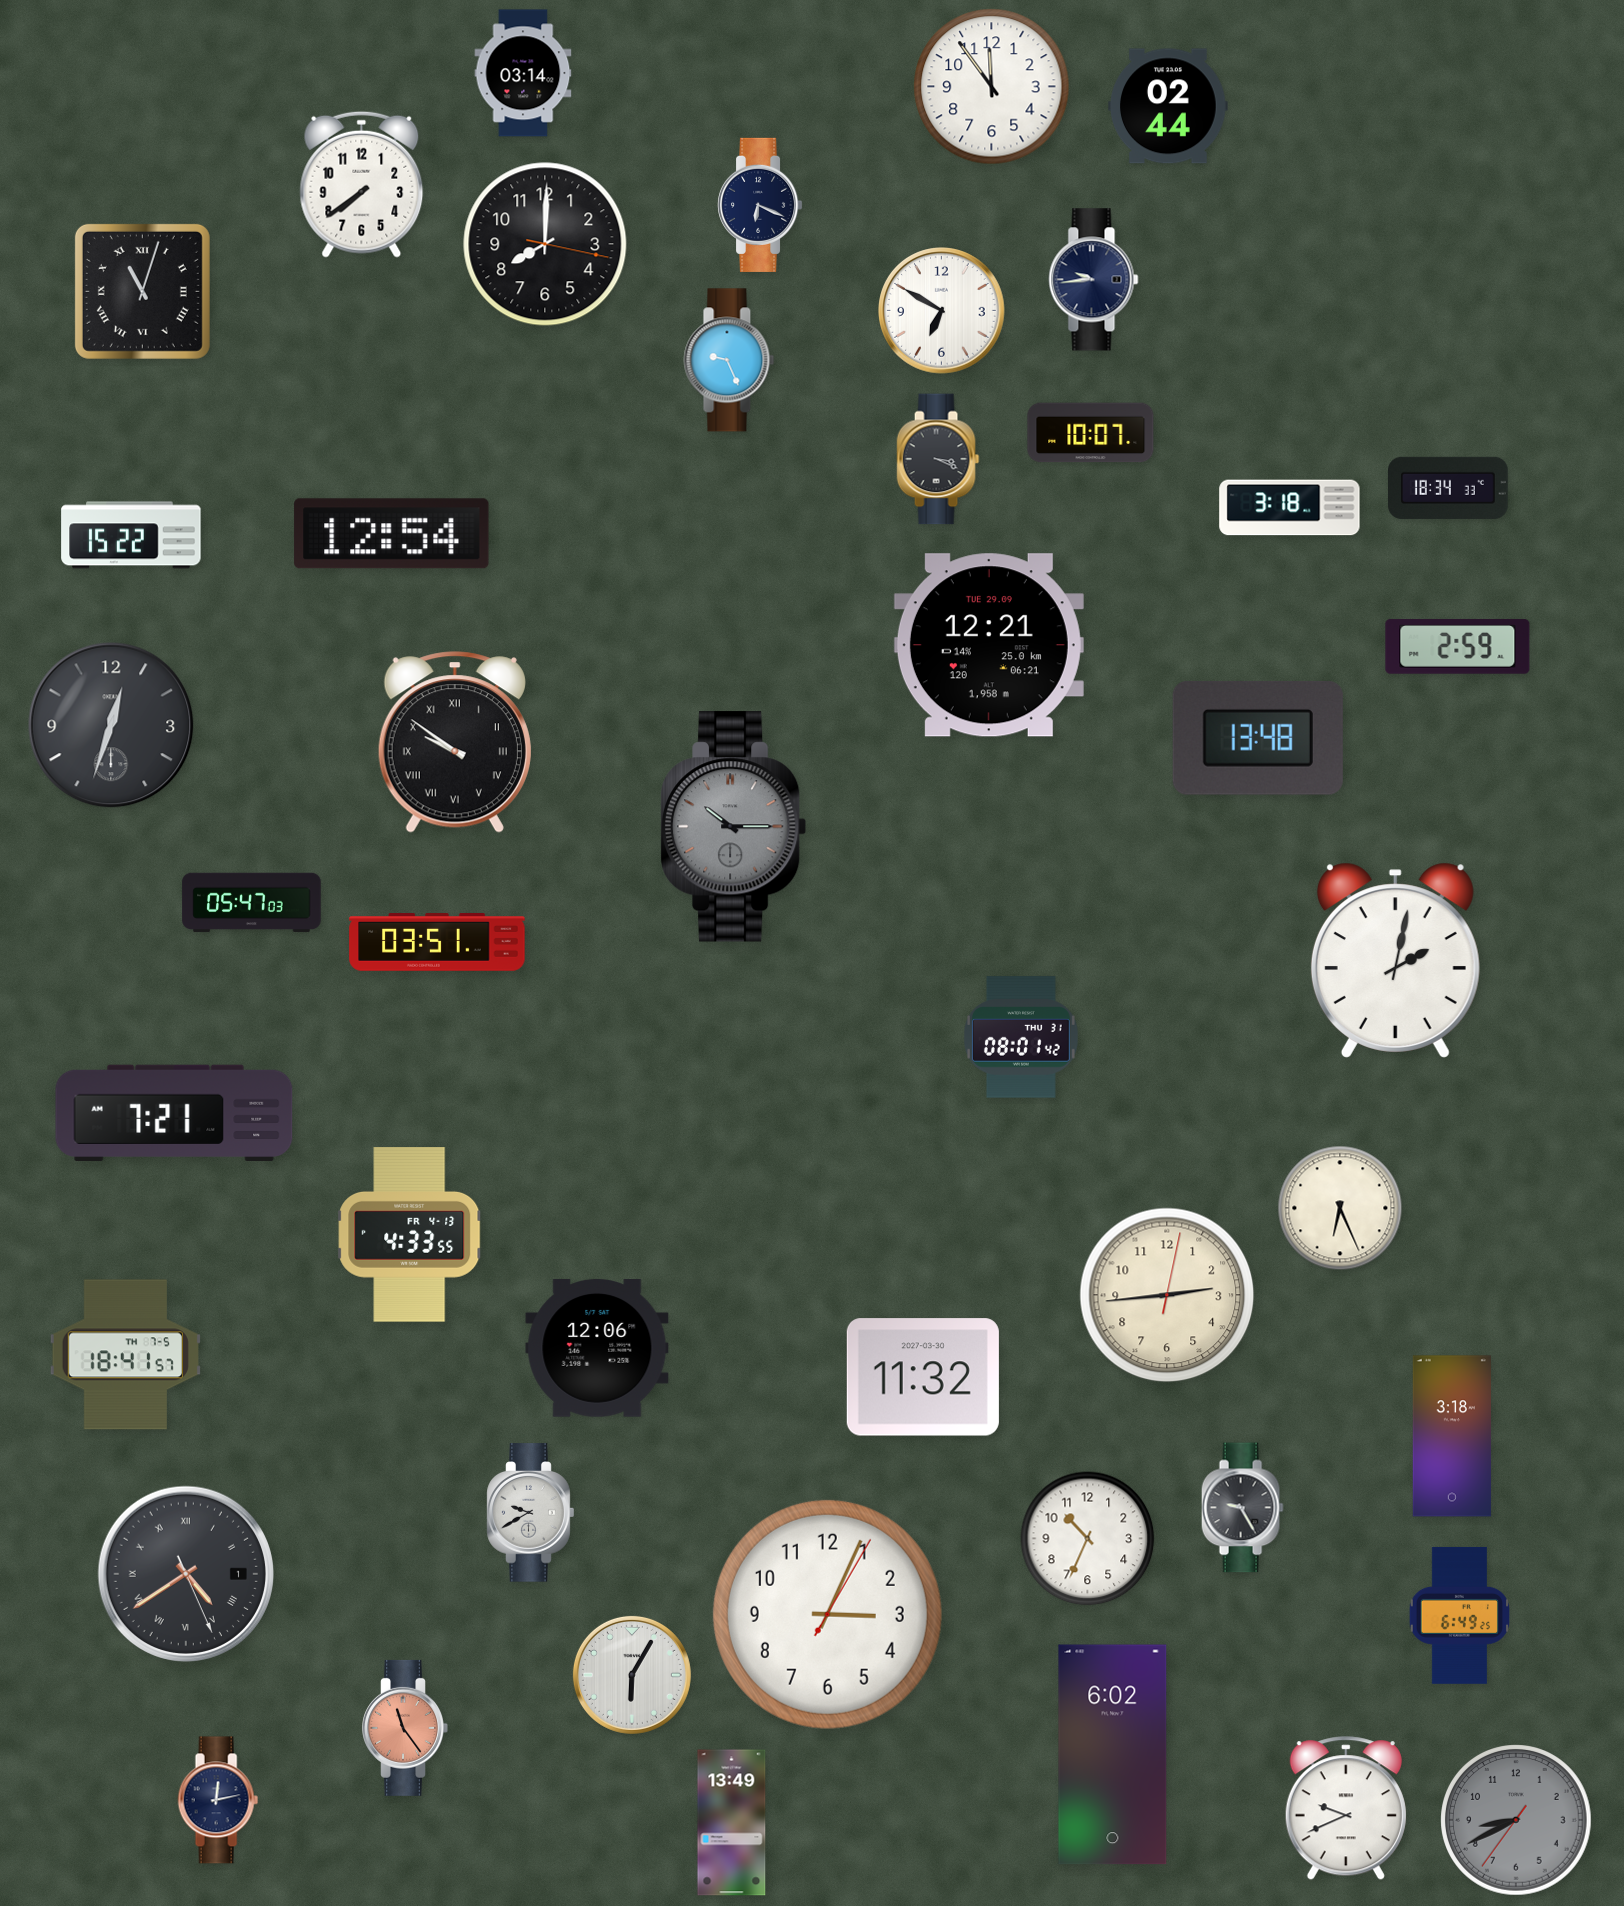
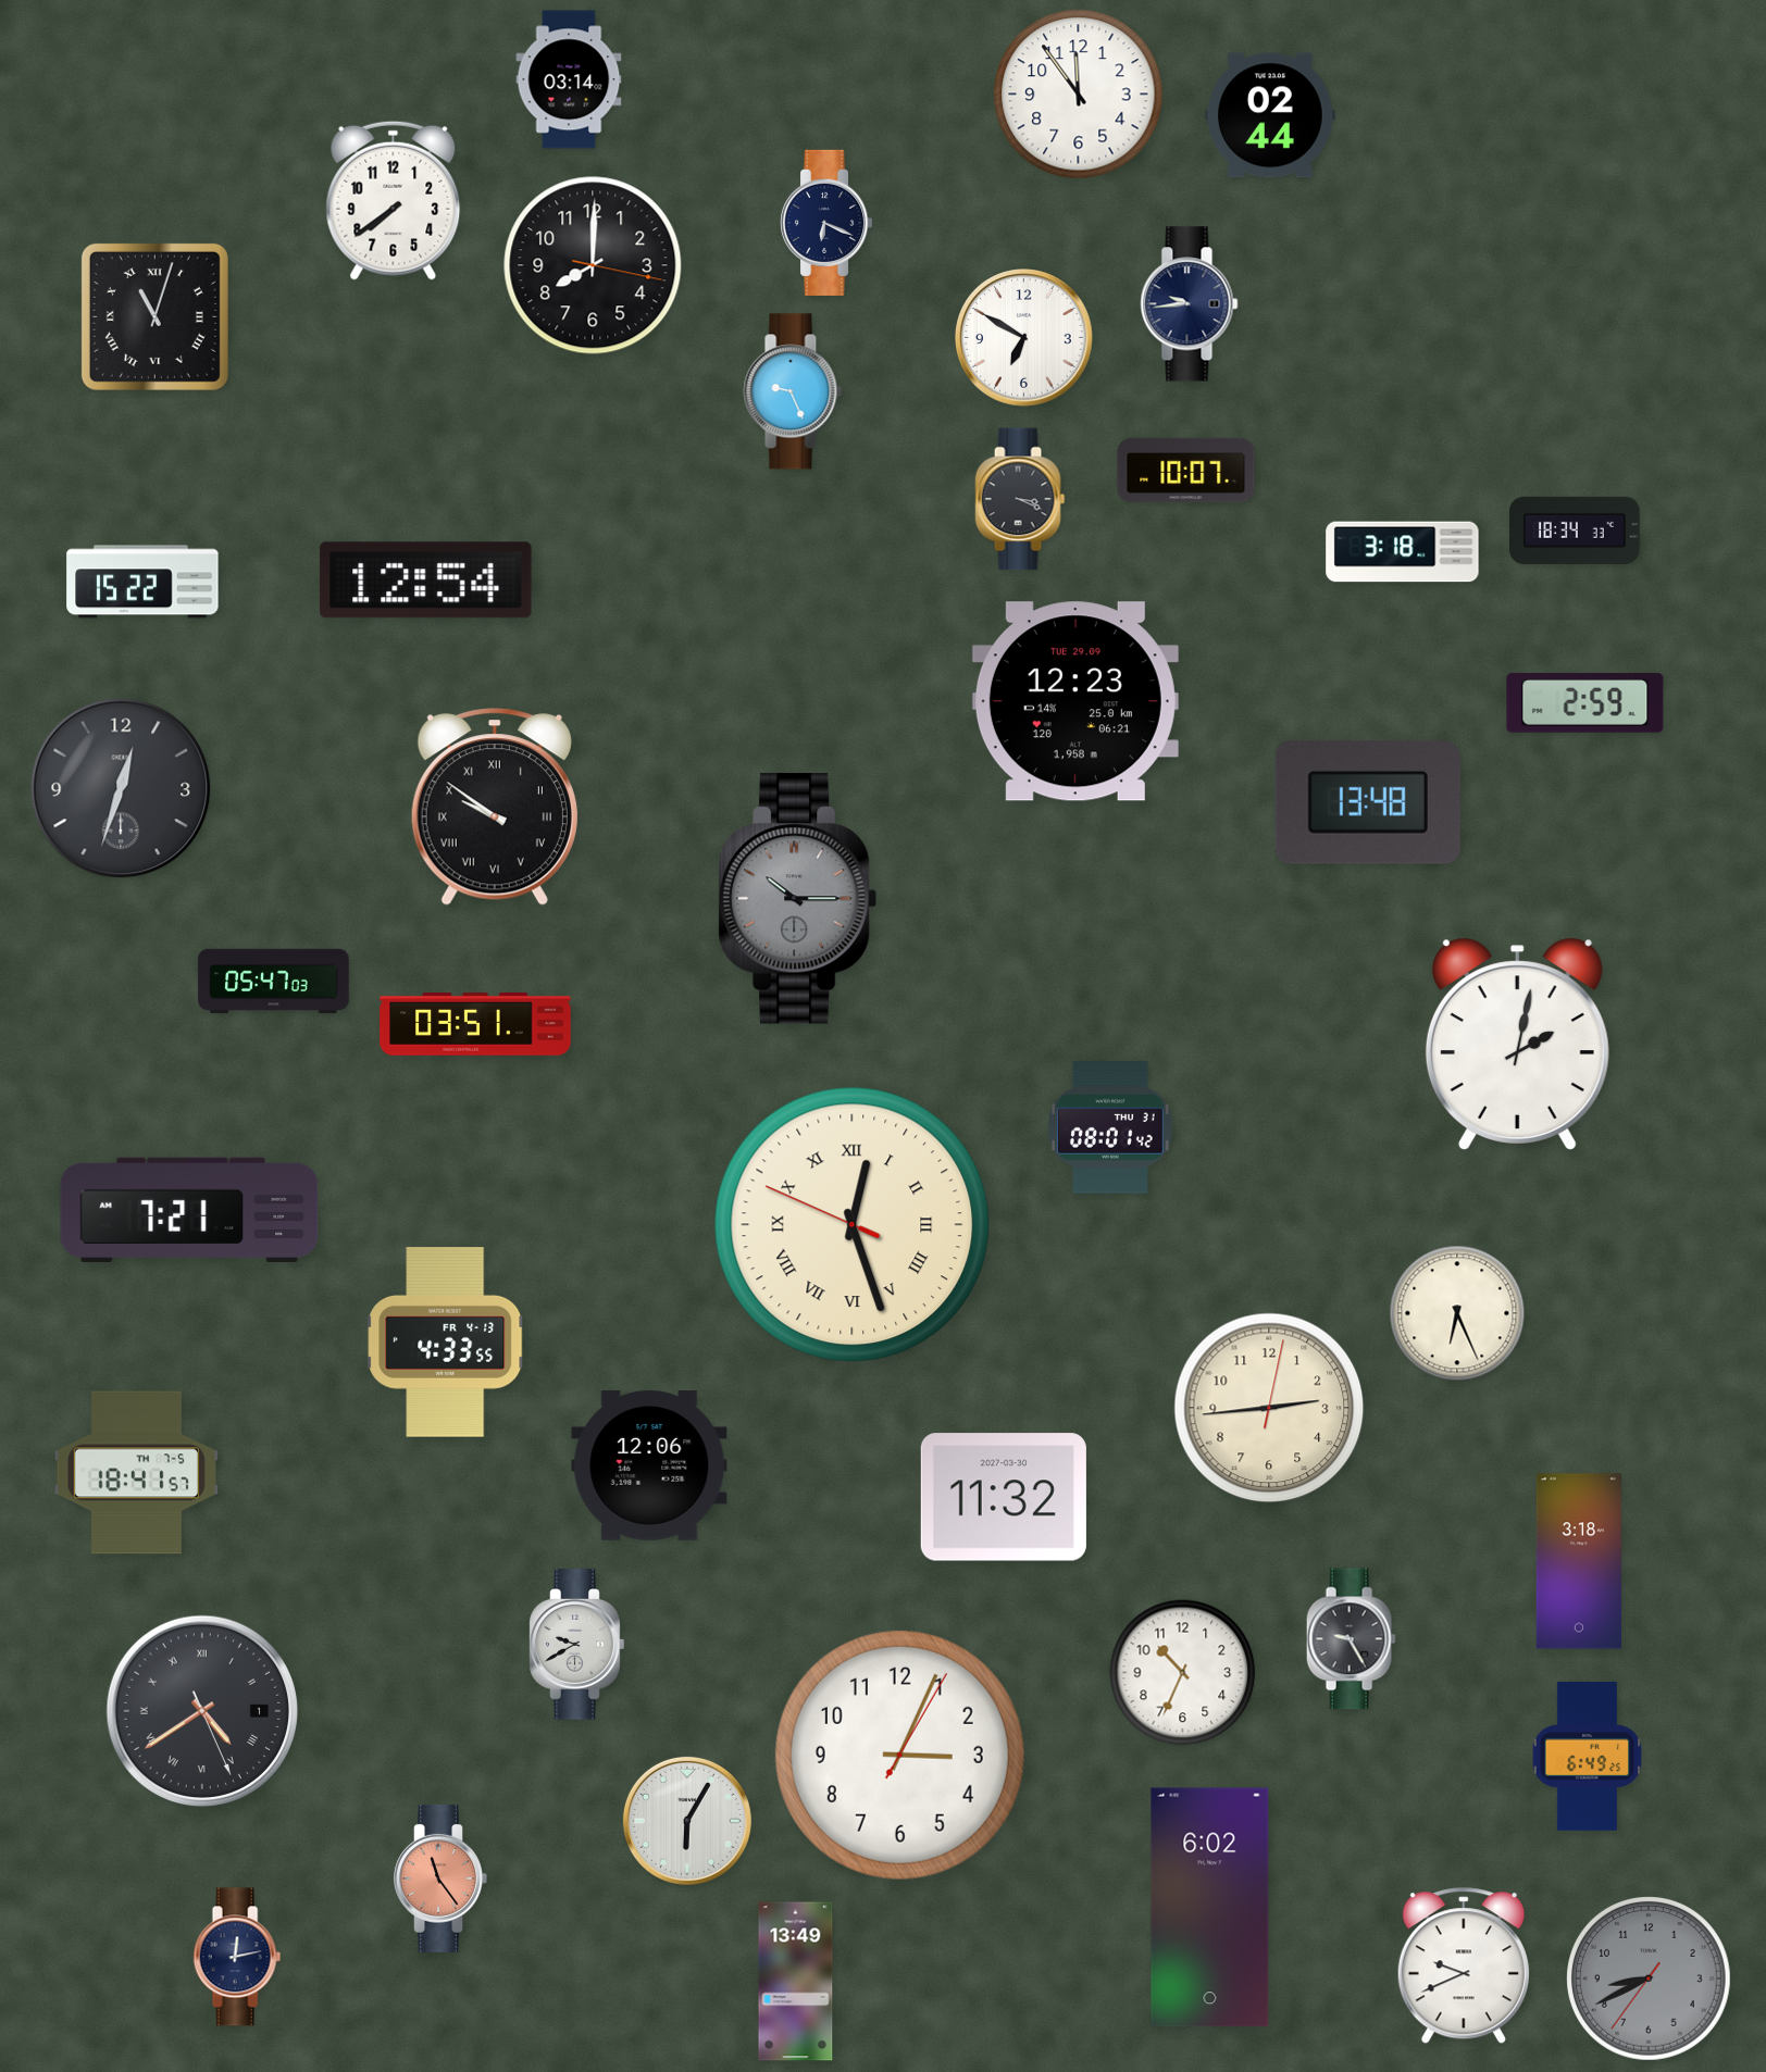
clock at (989, 645): 12:21 -> 12:23
clock at (853, 1225): none -> 12:26
